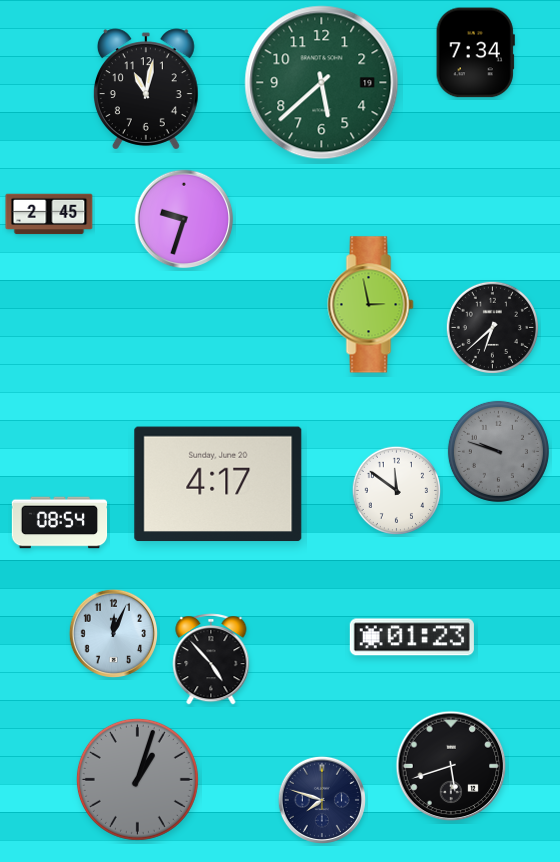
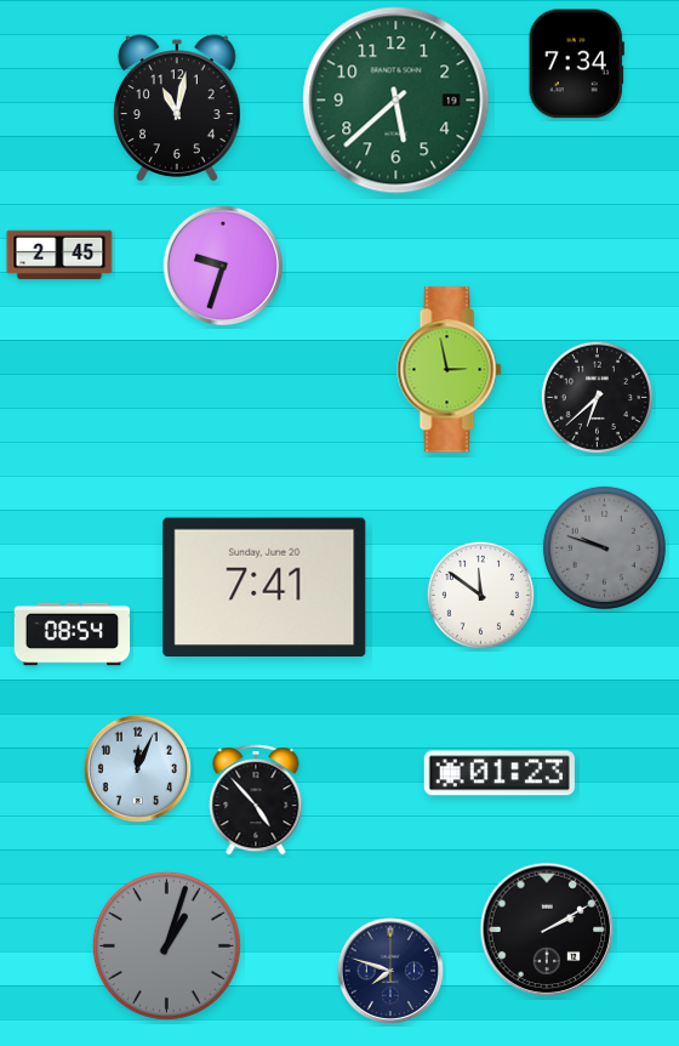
clock at (322, 83) position: (322, 83) -> (396, 101)
clock at (49, 214) position: (49, 214) -> (59, 255)
clock at (218, 484): 4:17 -> 7:41
clock at (451, 766): 5:42 -> 2:10
